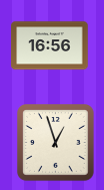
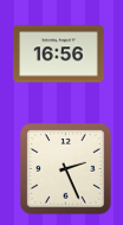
clock at (56, 143): 12:57 -> 2:26
